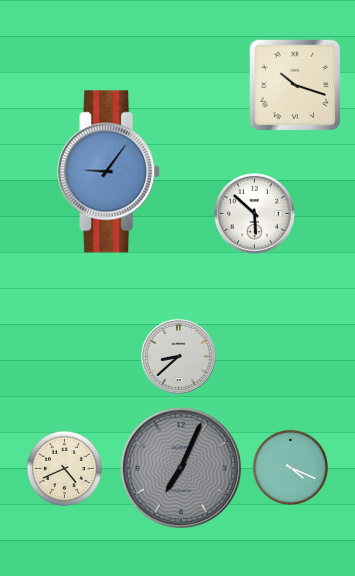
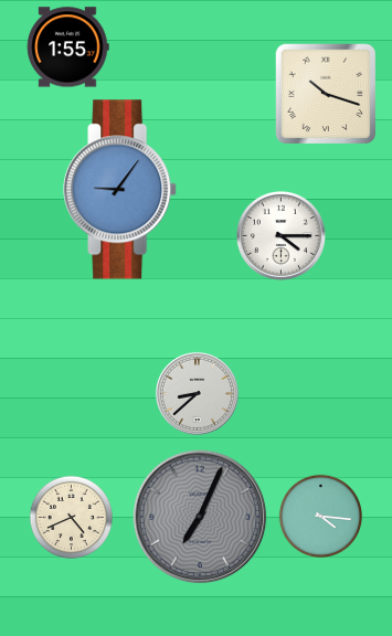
clock at (68, 47): none -> 1:55
clock at (254, 213): 5:52 -> 4:15
clock at (291, 467): 4:19 -> 4:16
